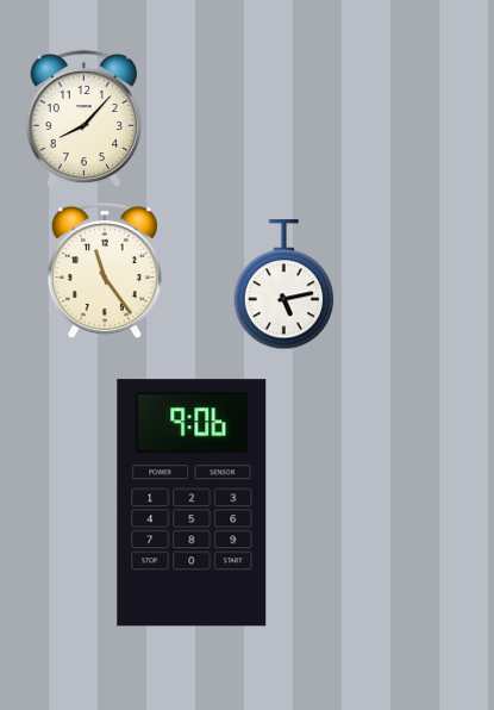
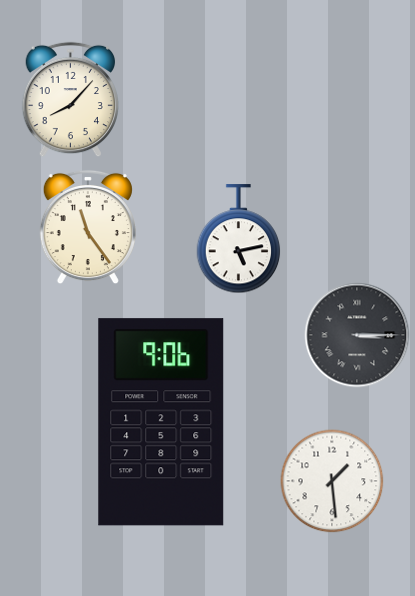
clock at (357, 335): none -> 3:15
clock at (332, 481): none -> 1:29
